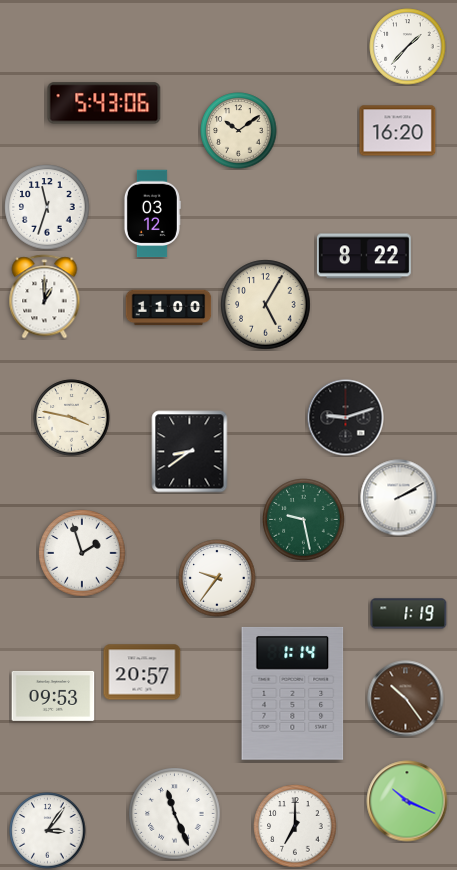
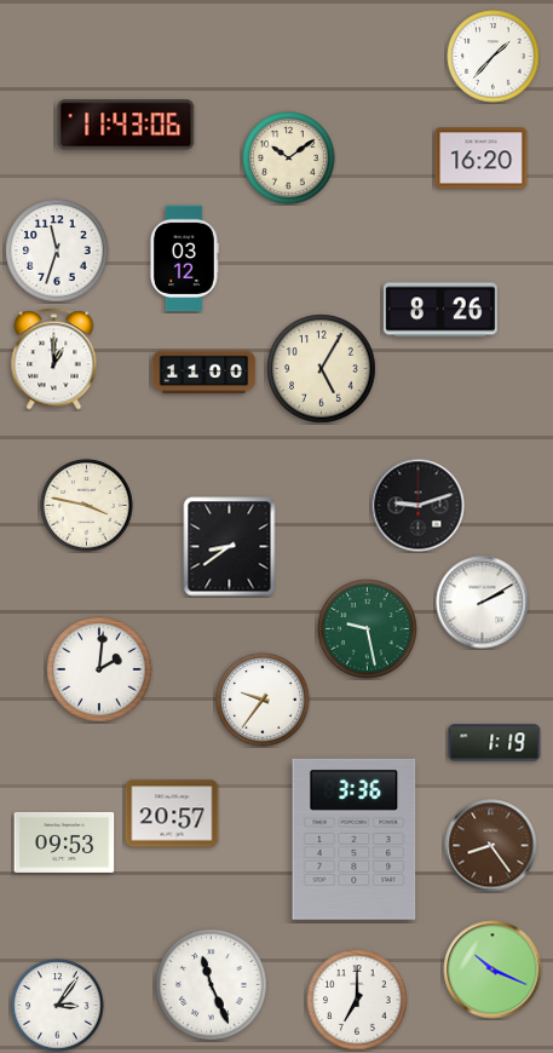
clock at (104, 103): 5:43 -> 11:43
clock at (364, 256): 8:22 -> 8:26
clock at (82, 553): 1:57 -> 2:01
clock at (293, 693): 1:14 -> 3:36
clock at (406, 699): 10:24 -> 8:24
